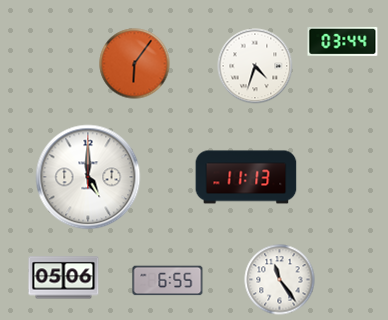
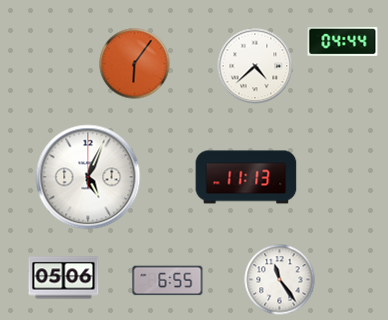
clock at (343, 41): 03:44 -> 04:44
clock at (255, 66): 4:33 -> 4:38
clock at (88, 177): 5:00 -> 5:04
